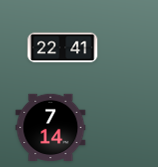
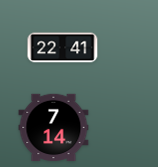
clock at (51, 128) position: (51, 128) -> (54, 128)
